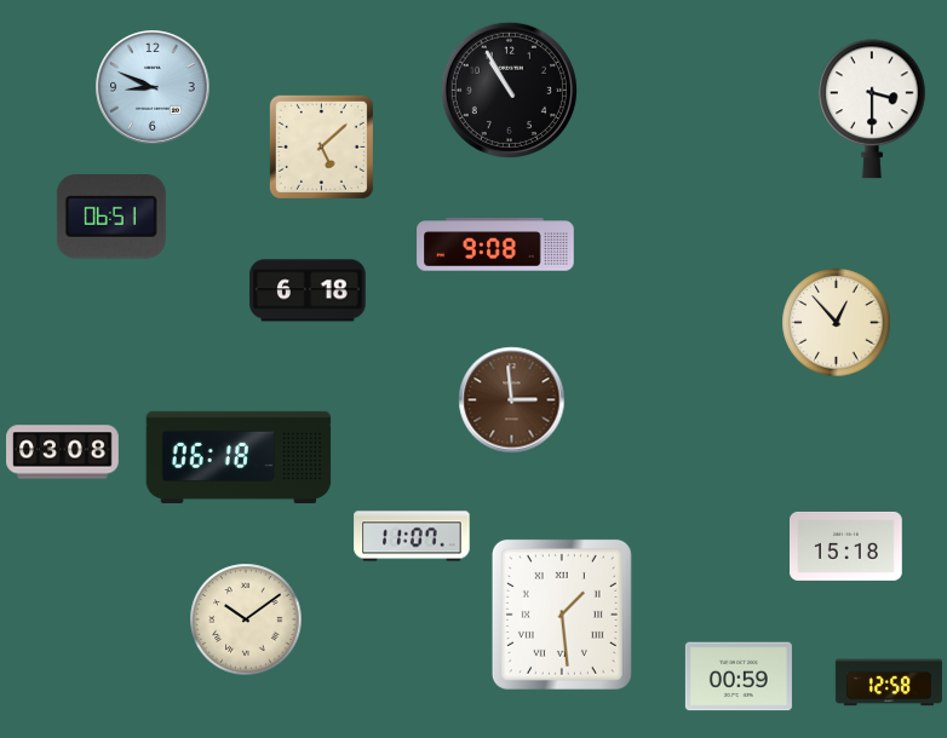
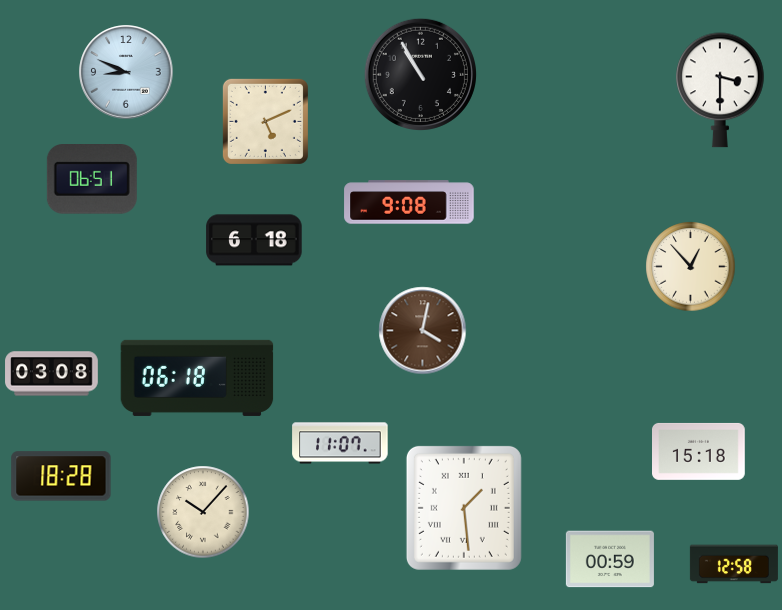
clock at (321, 146): 5:08 -> 5:11
clock at (512, 400): 2:59 -> 4:02
clock at (61, 476): none -> 18:28
clock at (246, 619): 10:09 -> 10:07
